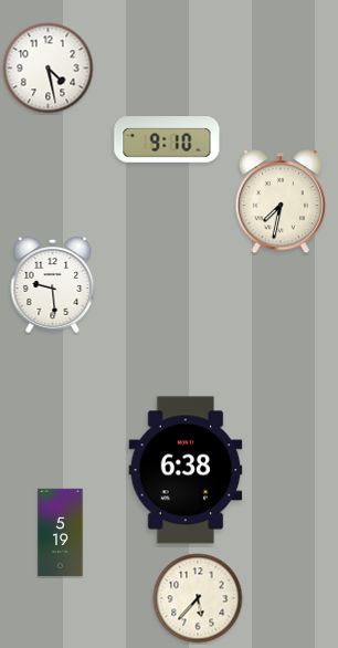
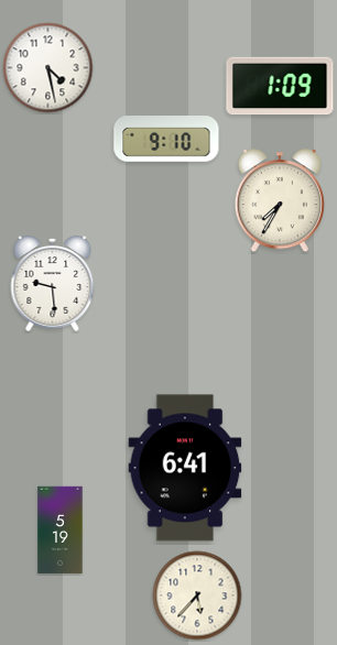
clock at (280, 86): none -> 1:09
clock at (281, 202): 7:32 -> 7:35
clock at (186, 470): 6:38 -> 6:41
